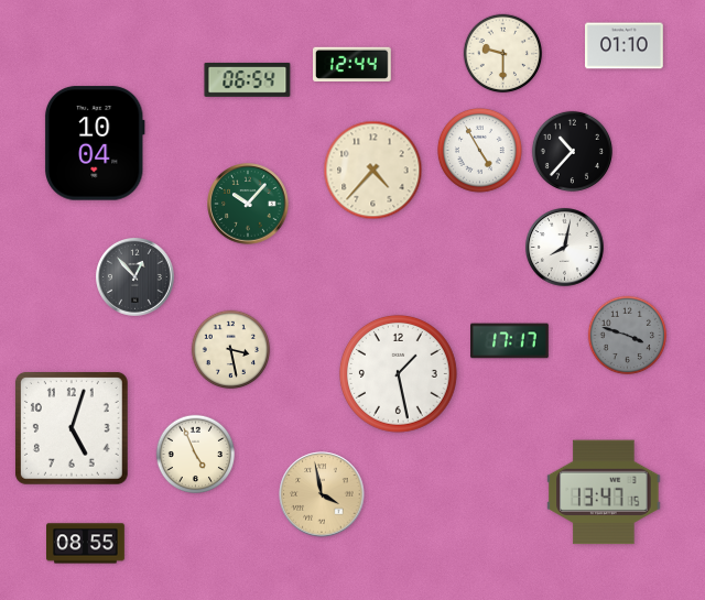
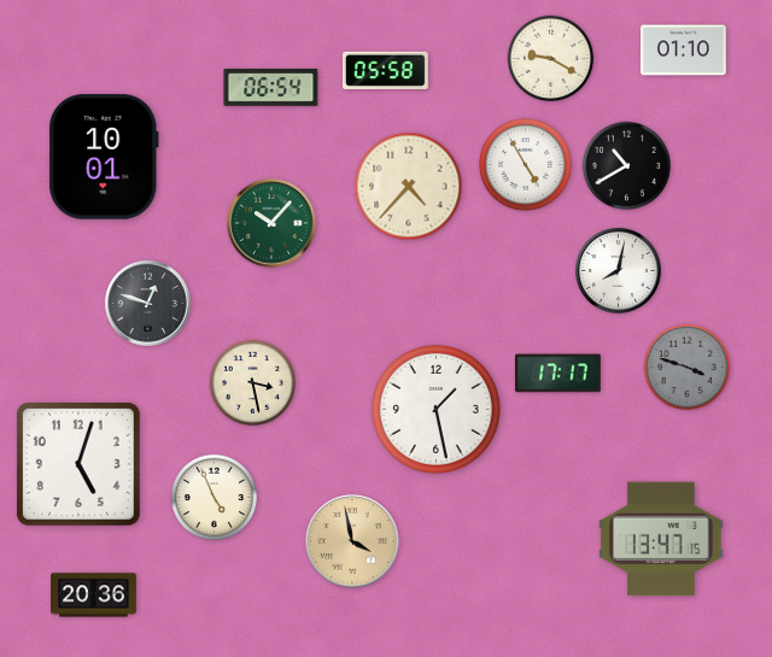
clock at (503, 54): 9:30 -> 9:20
clock at (352, 64): 12:44 -> 05:58
clock at (95, 143): 10:04 -> 10:01
clock at (572, 151): 10:37 -> 10:40
clock at (135, 277): 12:53 -> 12:48
clock at (72, 428) position: (72, 428) -> (78, 464)
clock at (86, 544): 08:55 -> 20:36
